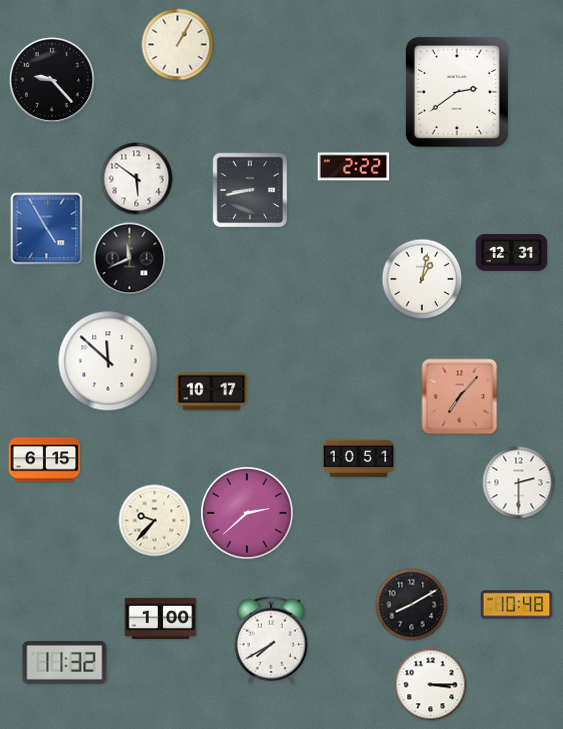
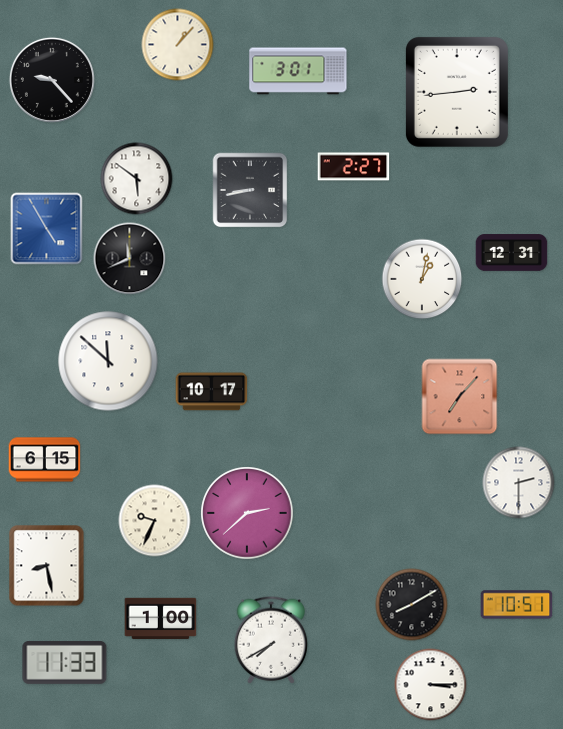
clock at (178, 45): 1:05 -> 1:07
clock at (298, 71): none -> 3:01
clock at (457, 92): 2:39 -> 2:44
clock at (354, 167): 2:22 -> 2:27
clock at (359, 459): 10:51 -> none
clock at (155, 521): 9:37 -> 9:34
clock at (47, 566): none -> 8:28
clock at (517, 605): 10:48 -> 10:51
clock at (65, 662): 11:32 -> 11:33
